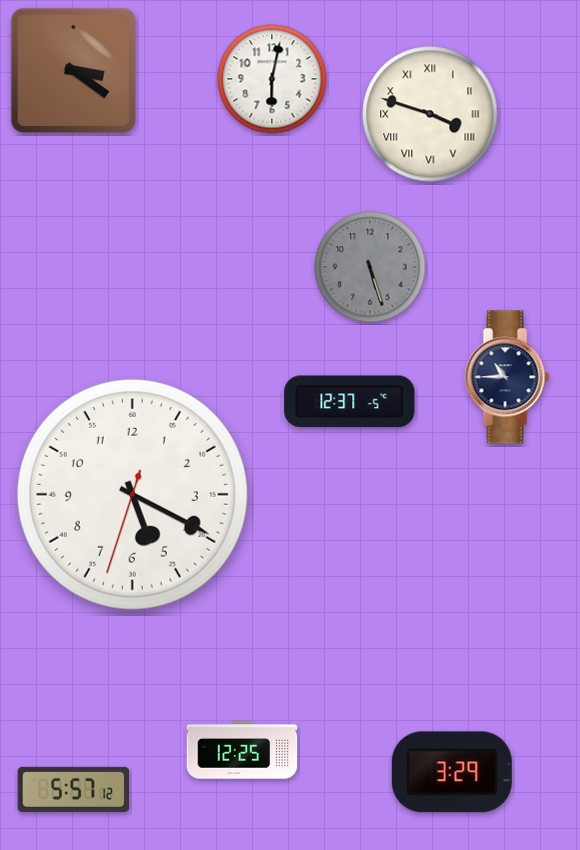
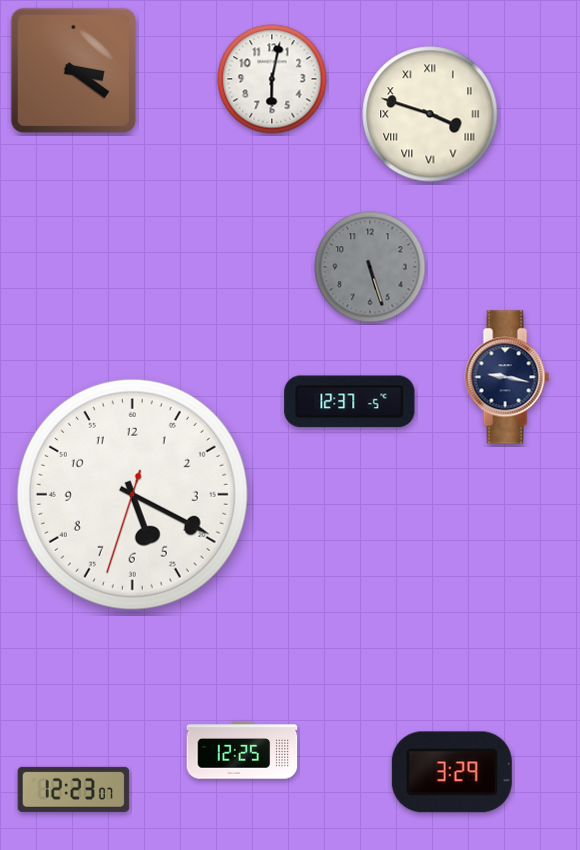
clock at (507, 377): 10:45 -> 9:17
clock at (74, 789): 5:57 -> 12:23
